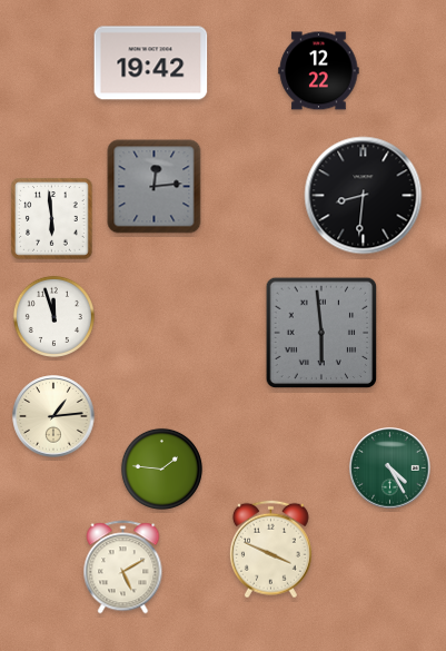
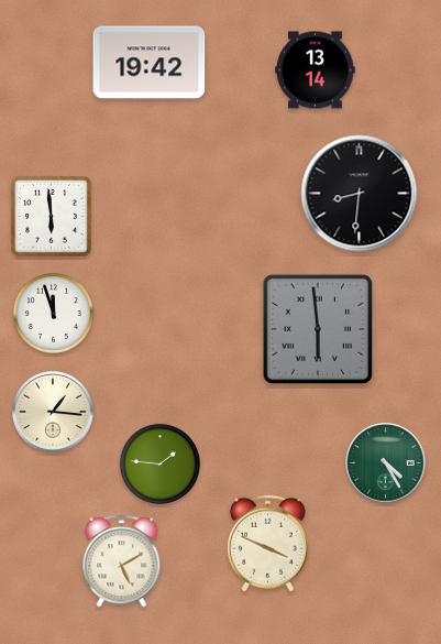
clock at (319, 71): 12:22 -> 13:14
clock at (155, 187): 12:14 -> none
clock at (53, 416): 1:14 -> 1:16
